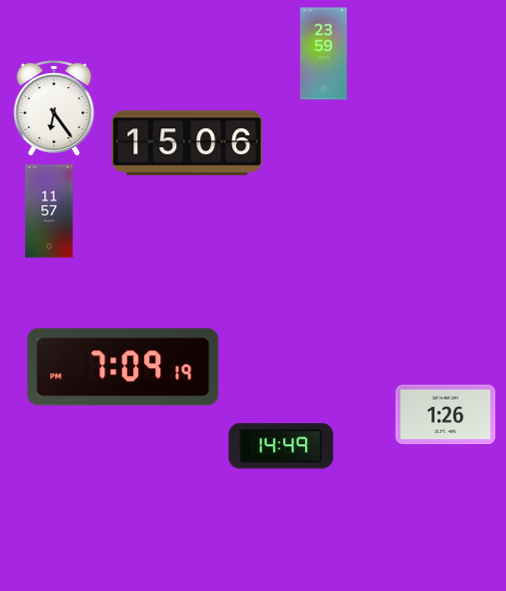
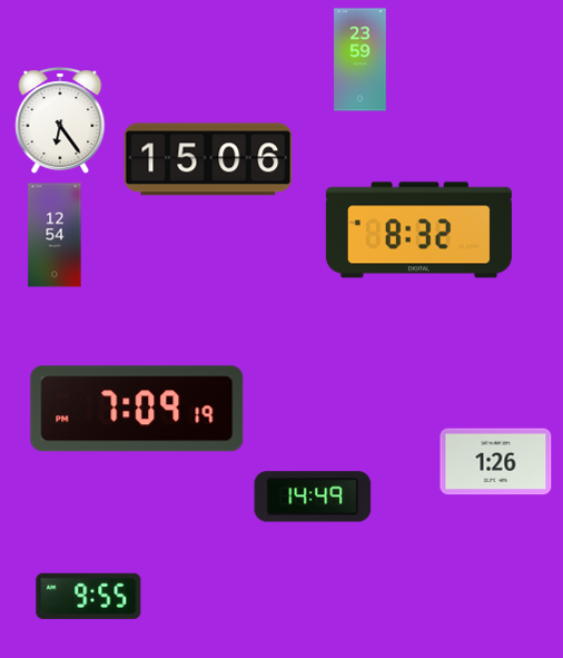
clock at (418, 230): none -> 8:32
clock at (49, 211): 11:57 -> 12:54
clock at (89, 596): none -> 9:55
